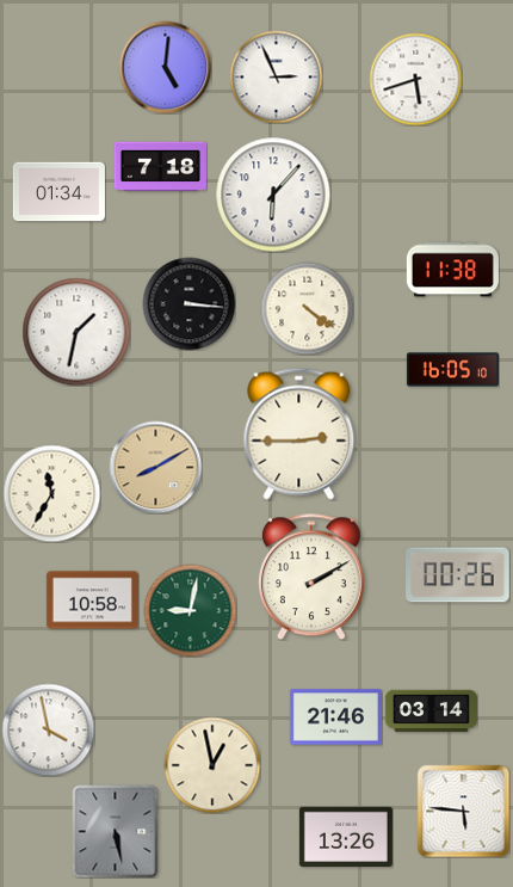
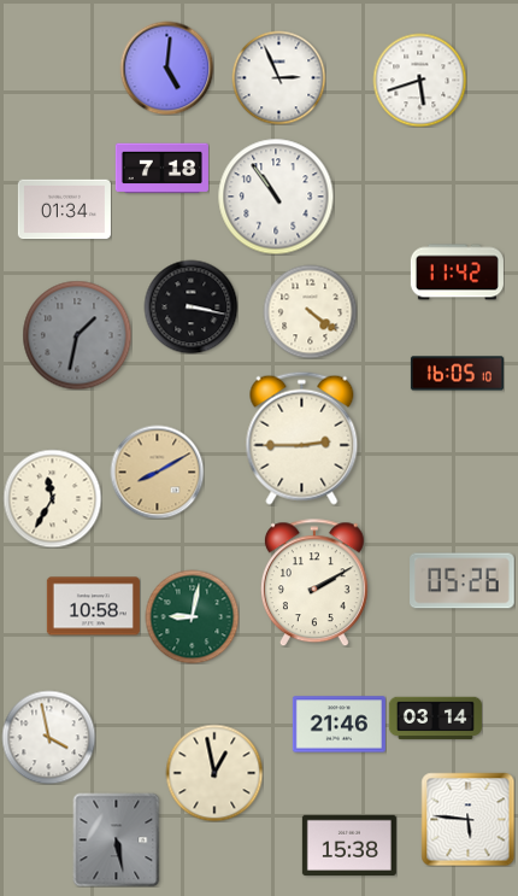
clock at (58, 192) position: (58, 192) -> (64, 210)
clock at (273, 195): 6:07 -> 10:54
clock at (452, 270): 11:38 -> 11:42
clock at (188, 303): 3:16 -> 3:17
clock at (76, 332) dial: white -> grey
clock at (458, 575): 00:26 -> 05:26
clock at (346, 836): 13:26 -> 15:38
